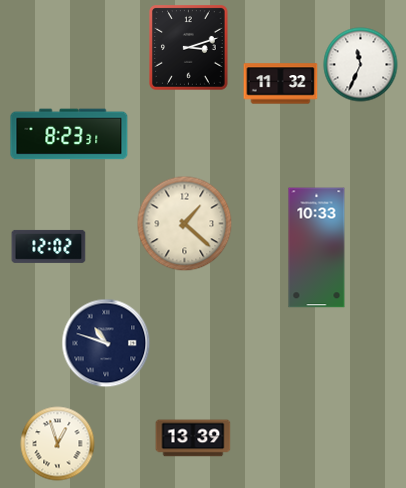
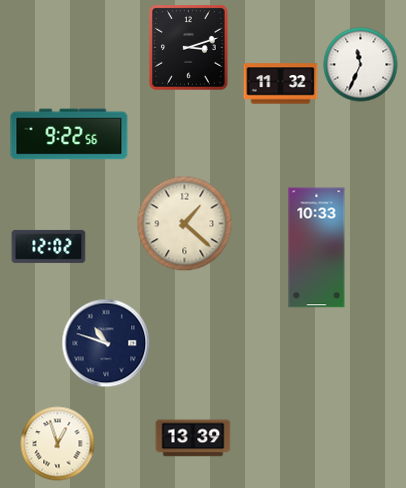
clock at (69, 134): 8:23 -> 9:22
